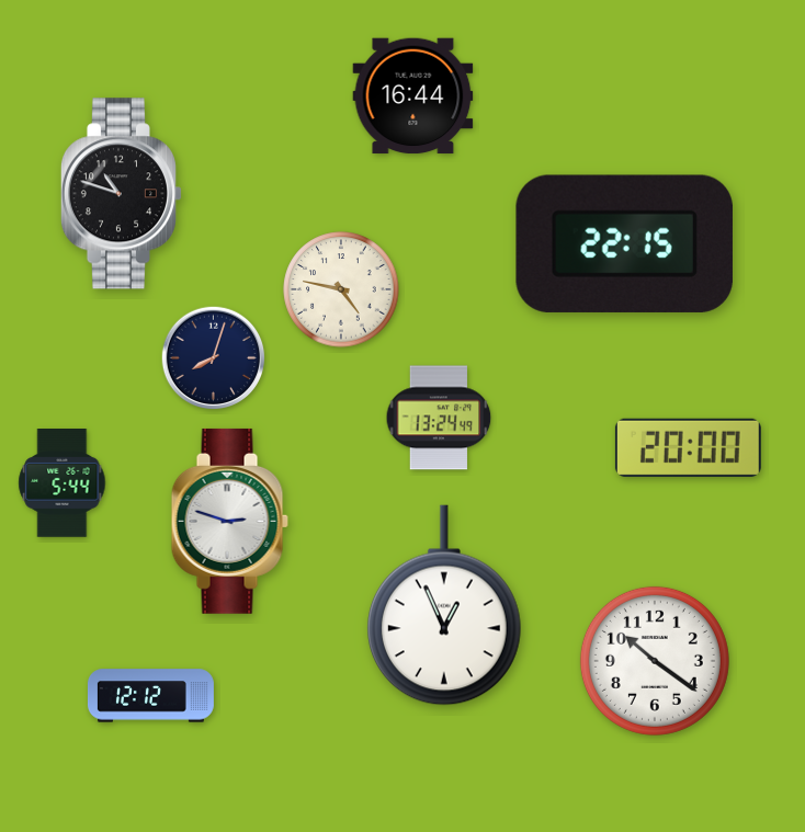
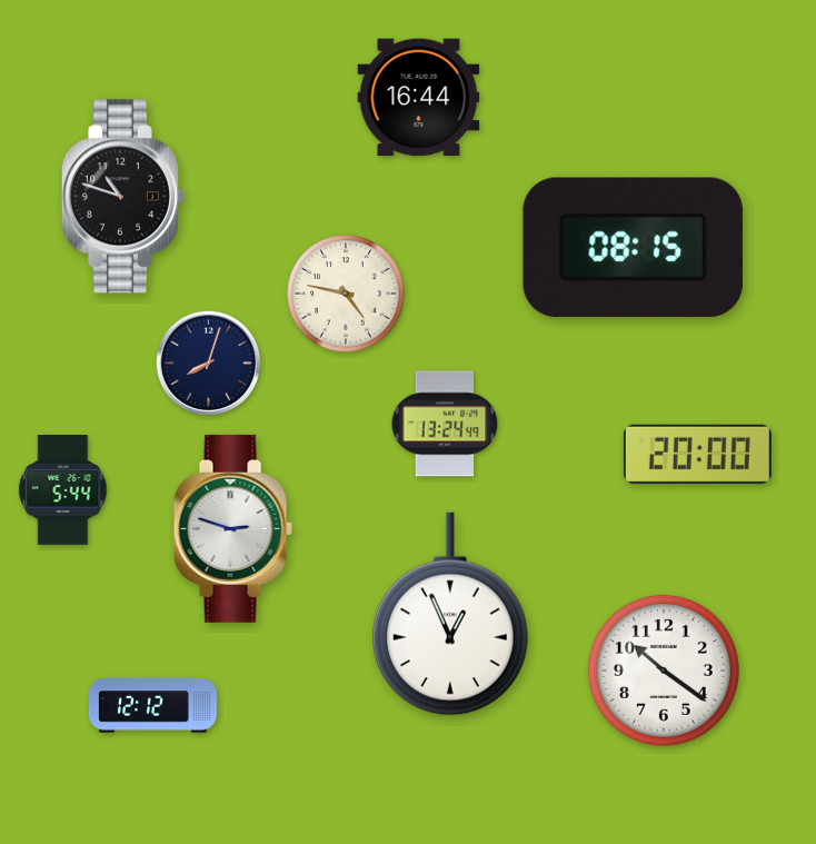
clock at (624, 243): 22:15 -> 08:15
clock at (214, 358) position: (214, 358) -> (209, 364)
